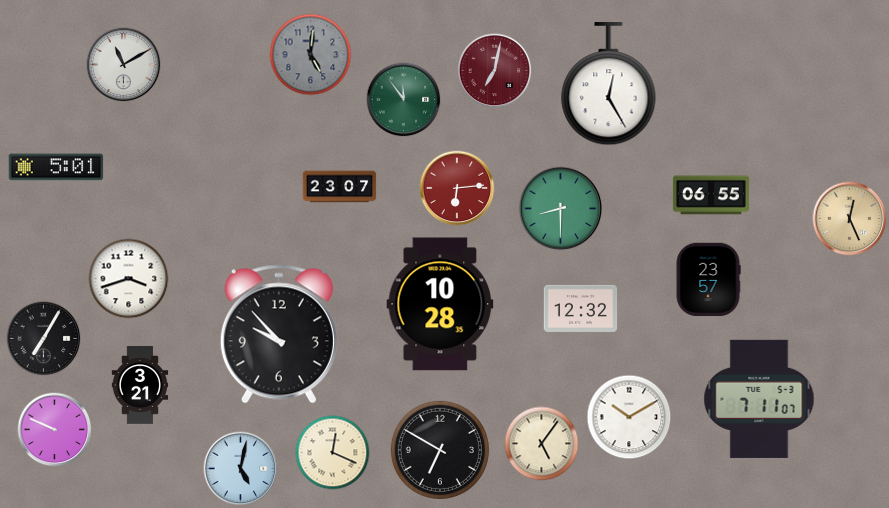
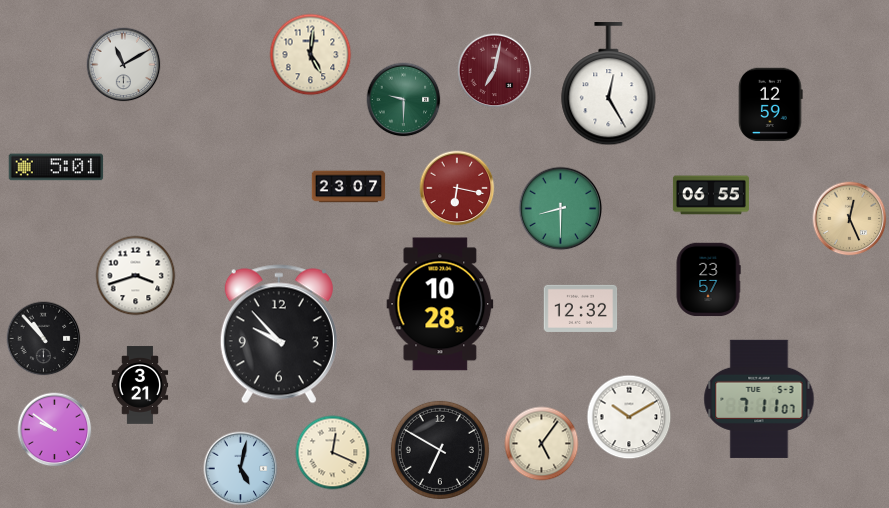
clock at (311, 55) dial: grey -> cream
clock at (404, 100): 11:54 -> 9:30
clock at (771, 105): none -> 12:59
clock at (340, 187) position: (340, 187) -> (349, 187)
clock at (457, 188): 6:14 -> 6:17
clock at (129, 279) position: (129, 279) -> (136, 276)
clock at (44, 339): 7:05 -> 10:53
clock at (55, 430): 9:49 -> 9:51
